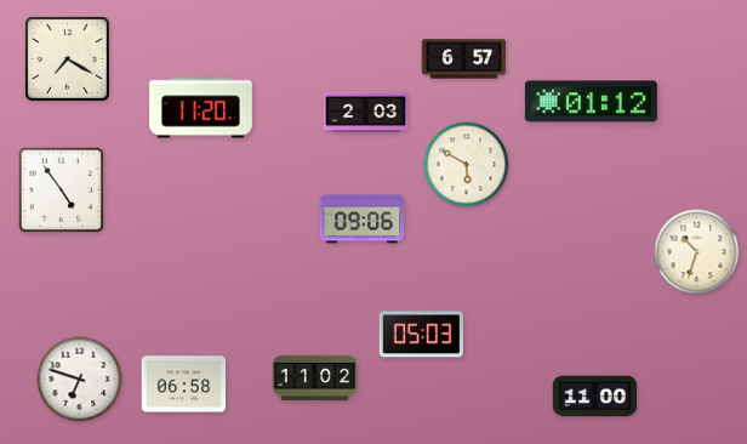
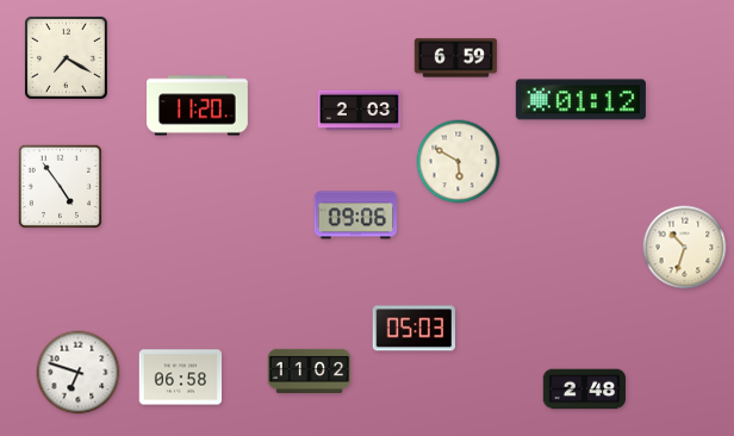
clock at (464, 59): 6:57 -> 6:59
clock at (595, 397): 11:00 -> 2:48
